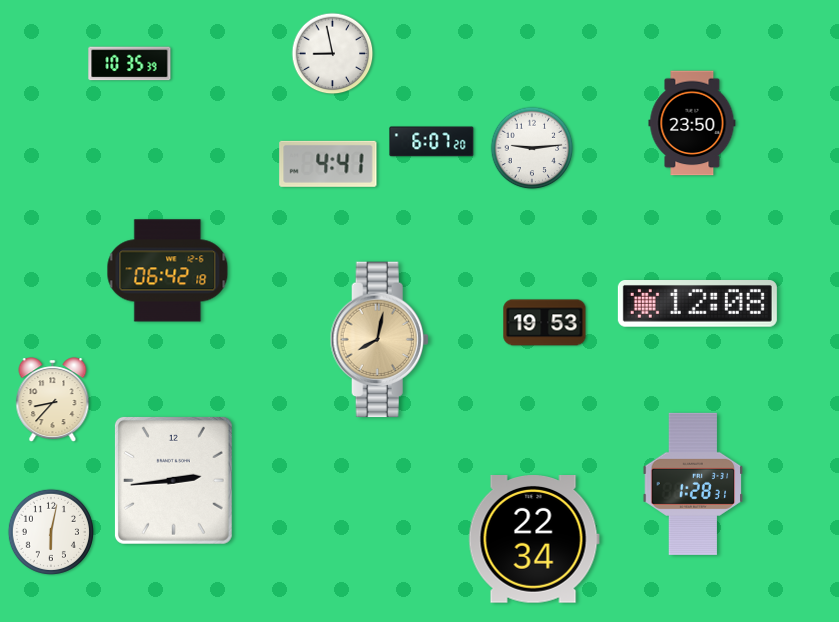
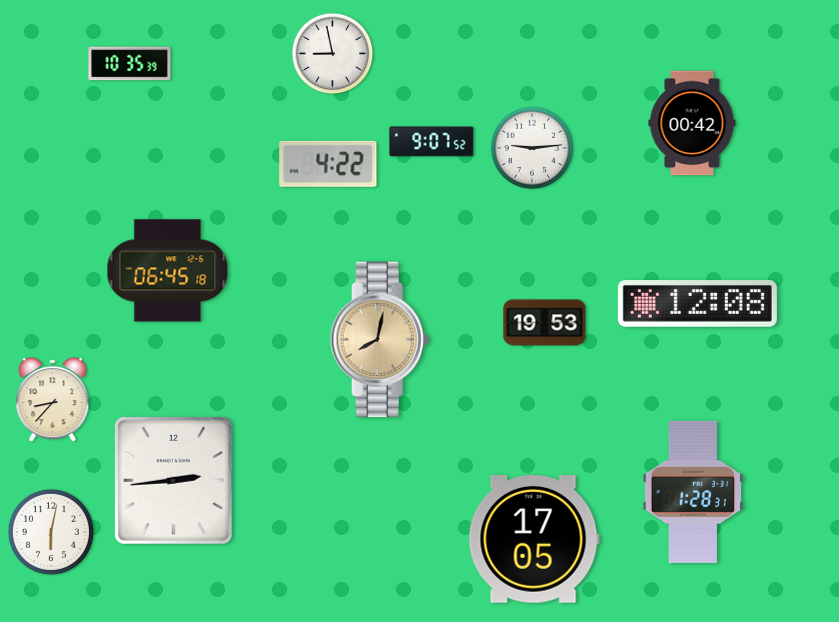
clock at (692, 123): 23:50 -> 00:42
clock at (432, 142): 6:07 -> 9:07
clock at (328, 164): 4:41 -> 4:22
clock at (168, 271): 06:42 -> 06:45
clock at (693, 484) position: (693, 484) -> (693, 492)
clock at (534, 540): 22:34 -> 17:05
